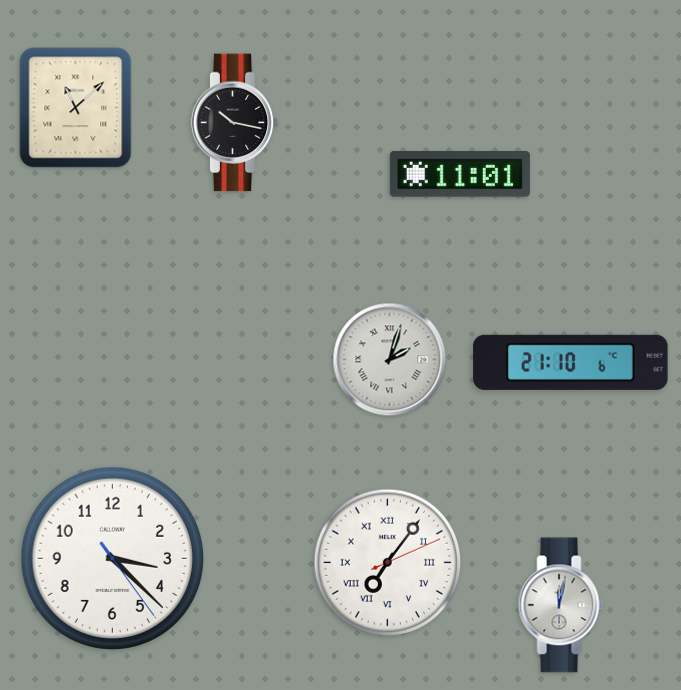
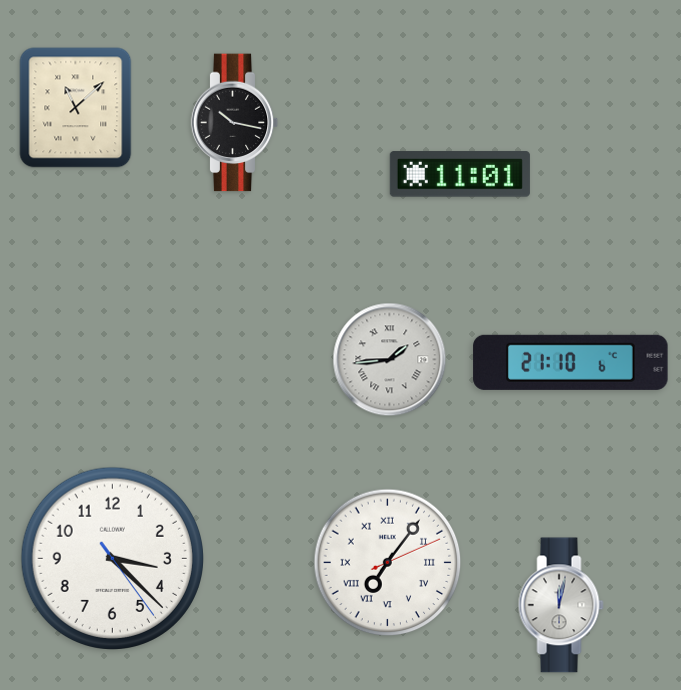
clock at (390, 360): 2:03 -> 1:44
